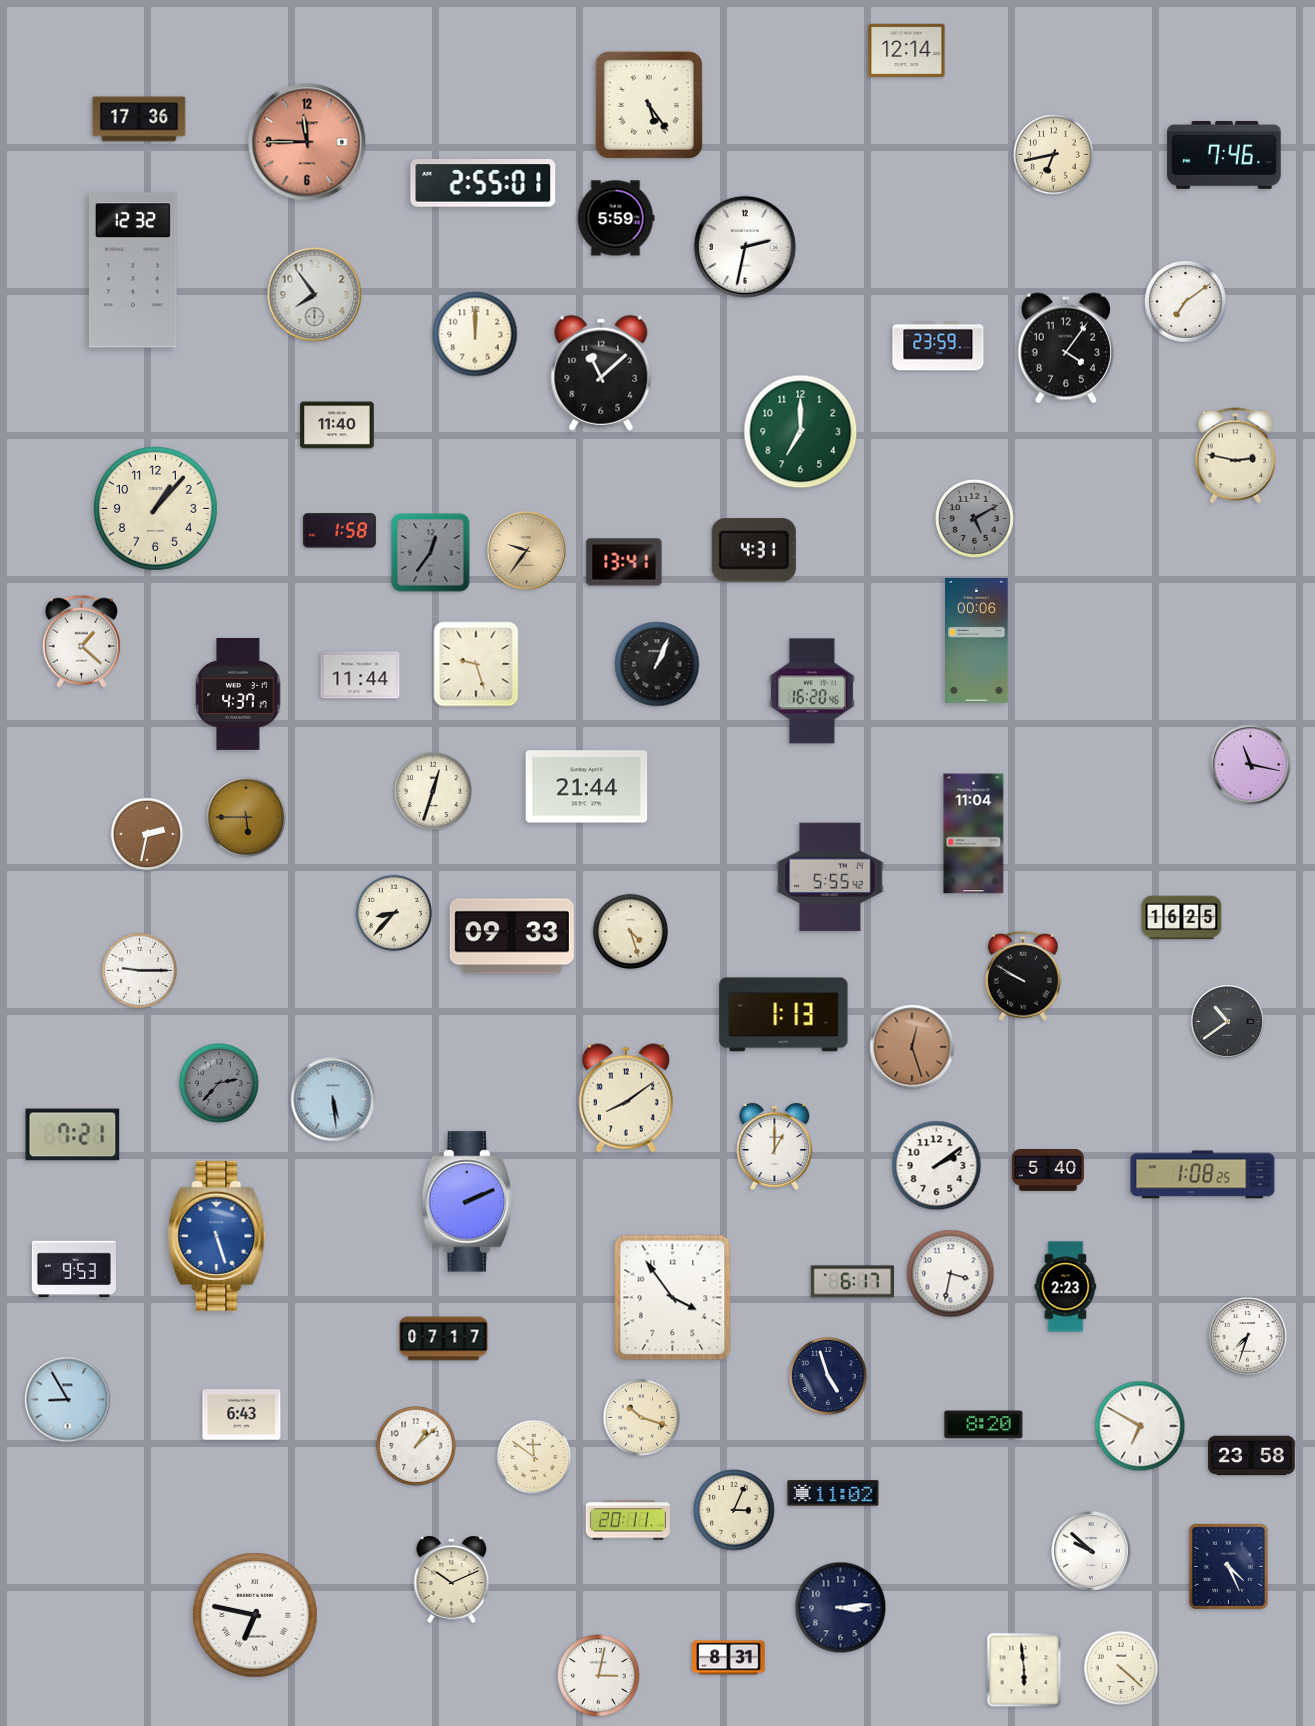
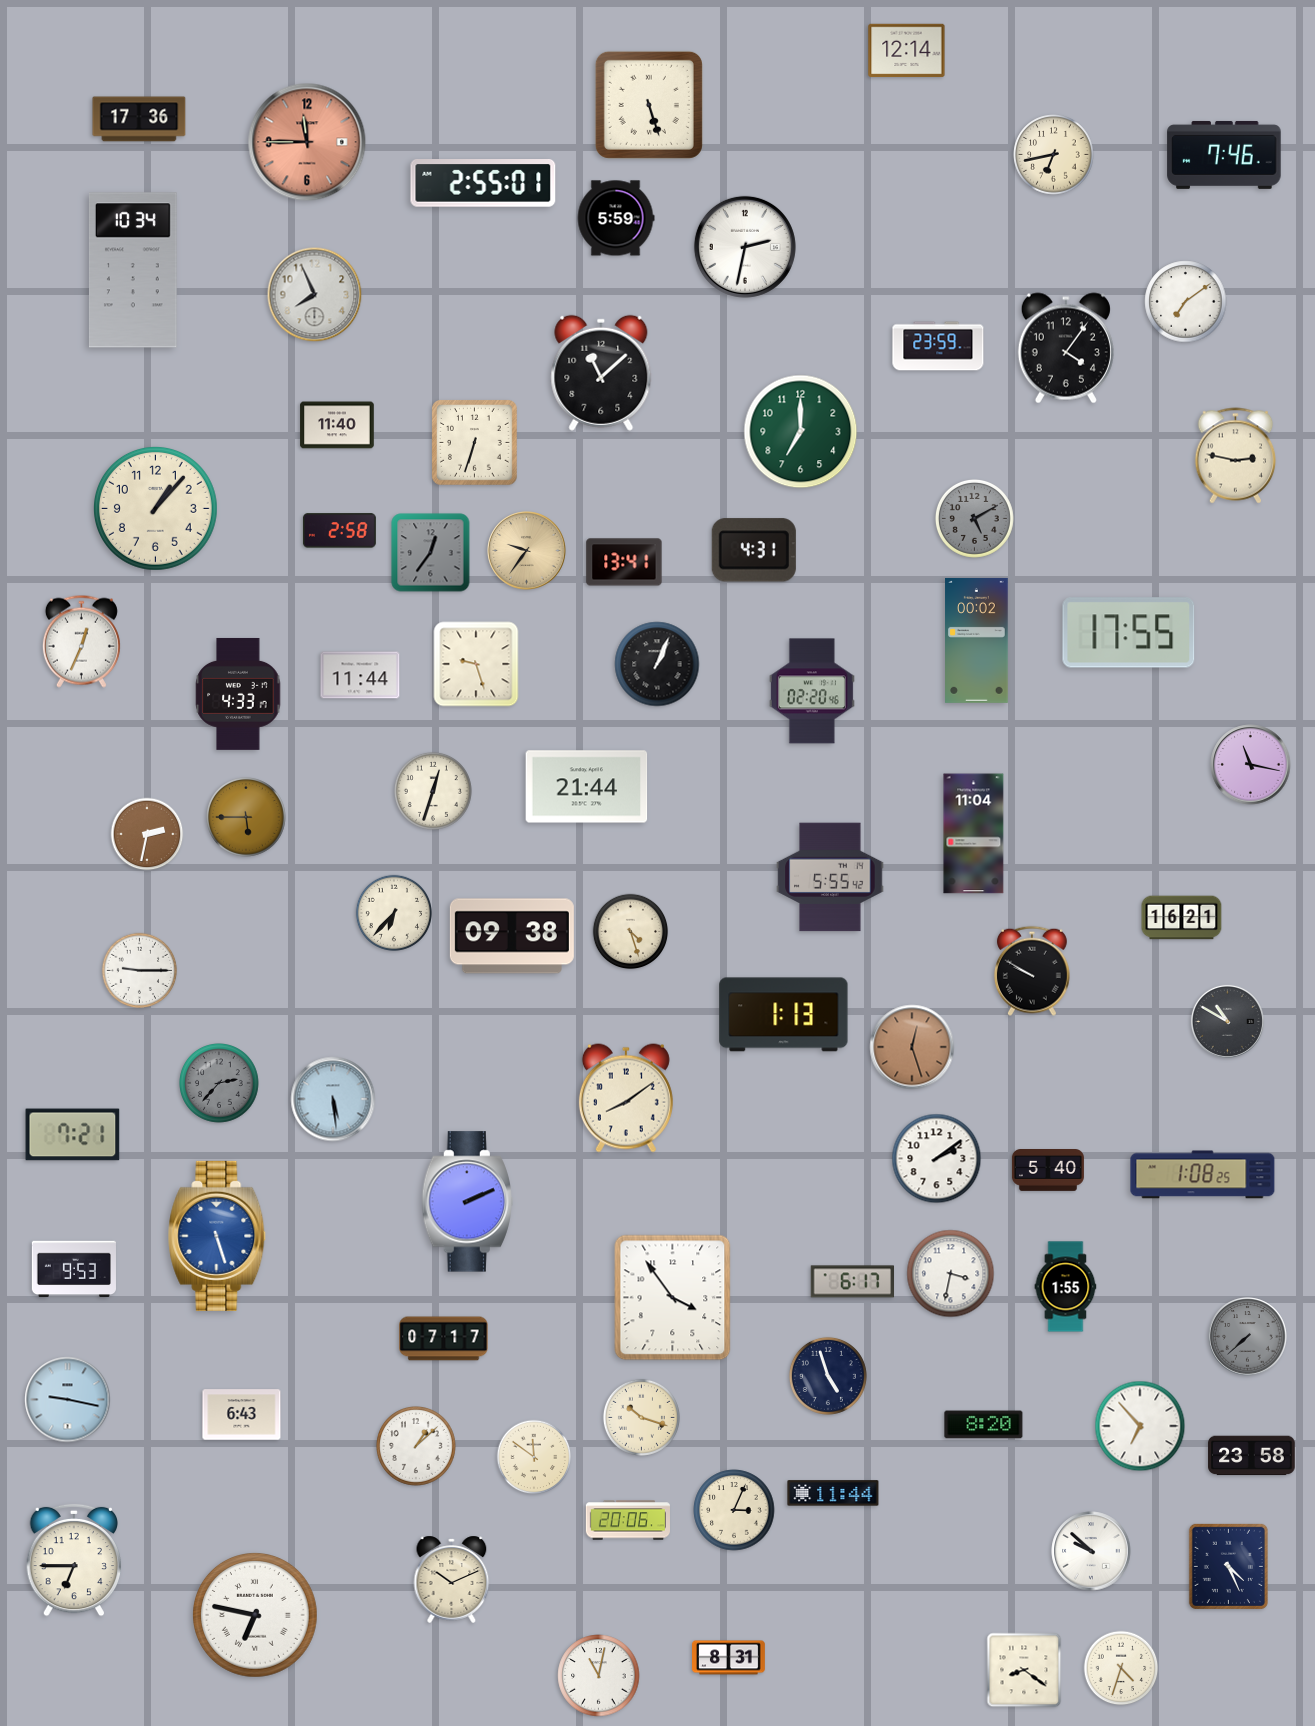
clock at (649, 105): 5:24 -> 5:27
clock at (133, 270): 12:32 -> 10:34
clock at (315, 295): 7:54 -> 7:56
clock at (475, 334): 12:00 -> none
clock at (475, 443): none -> 6:33
clock at (339, 531): 1:58 -> 2:58
clock at (1129, 633): none -> 17:55
clock at (977, 640): 00:06 -> 00:02
clock at (81, 641): 1:22 -> 12:34
clock at (812, 691): 16:20 -> 02:20
clock at (238, 694): 4:37 -> 4:33
clock at (393, 912): 8:37 -> 6:37
clock at (1182, 918): 16:25 -> 16:21
clock at (512, 936): 09:33 -> 09:38
clock at (1023, 976) position: (1023, 976) -> (1032, 971)
clock at (1227, 1021): 10:39 -> 10:50
clock at (775, 1146): 1:00 -> none
clock at (937, 1166) position: (937, 1166) -> (937, 1159)
clock at (1066, 1287): 2:23 -> 1:55
clock at (1248, 1337): 7:33 -> 7:38
clock at (1248, 1337) dial: white -> grey
clock at (68, 1400): 8:55 -> 9:17
clock at (1140, 1426): 6:50 -> 6:53
clock at (833, 1493): 11:02 -> 11:44
clock at (628, 1520): 20:11 -> 20:06
clock at (74, 1560): none -> 6:45
clock at (841, 1608): 3:14 -> none
clock at (1121, 1668): 4:22 -> 4:33
clock at (1024, 1670): 5:59 -> 8:21
clock at (599, 1676): 3:02 -> 11:02
